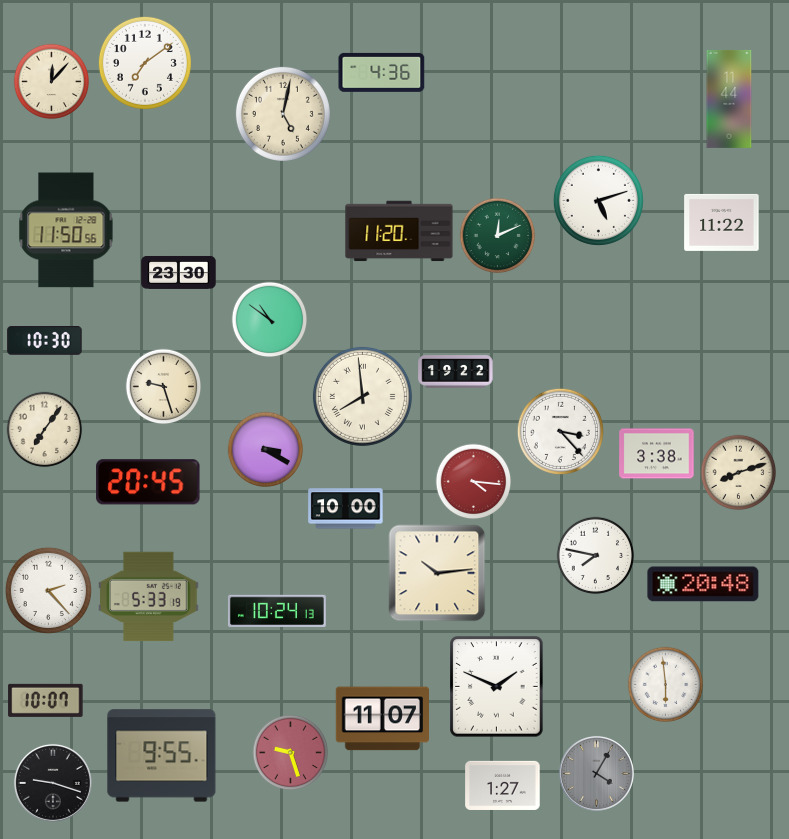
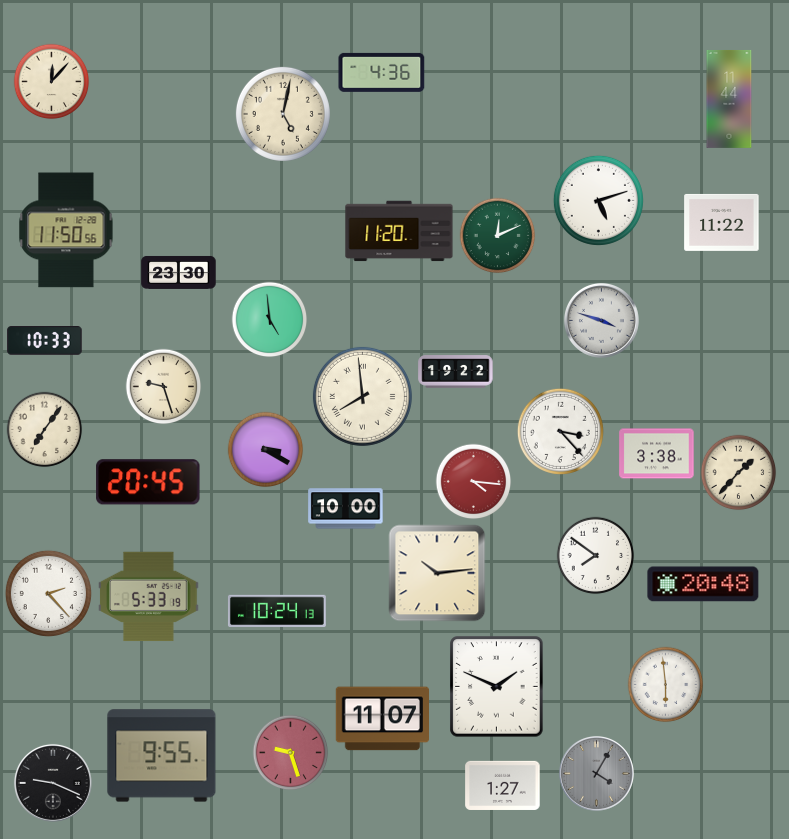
clock at (145, 63): 7:09 -> none
clock at (270, 320): 10:51 -> 4:59
clock at (601, 320): none -> 3:48
clock at (45, 341): 10:30 -> 10:33
clock at (739, 473): 8:12 -> 1:37
clock at (596, 556): 7:47 -> 7:51
clock at (48, 590) position: (48, 590) -> (48, 593)
clock at (46, 700): 10:07 -> none
clock at (53, 783): 9:18 -> 9:19
